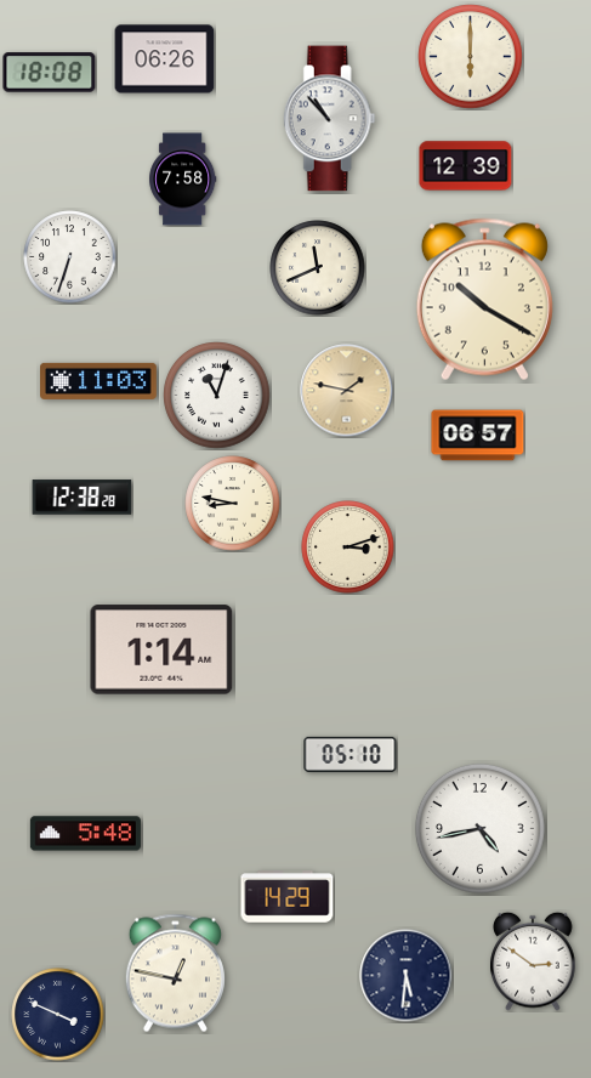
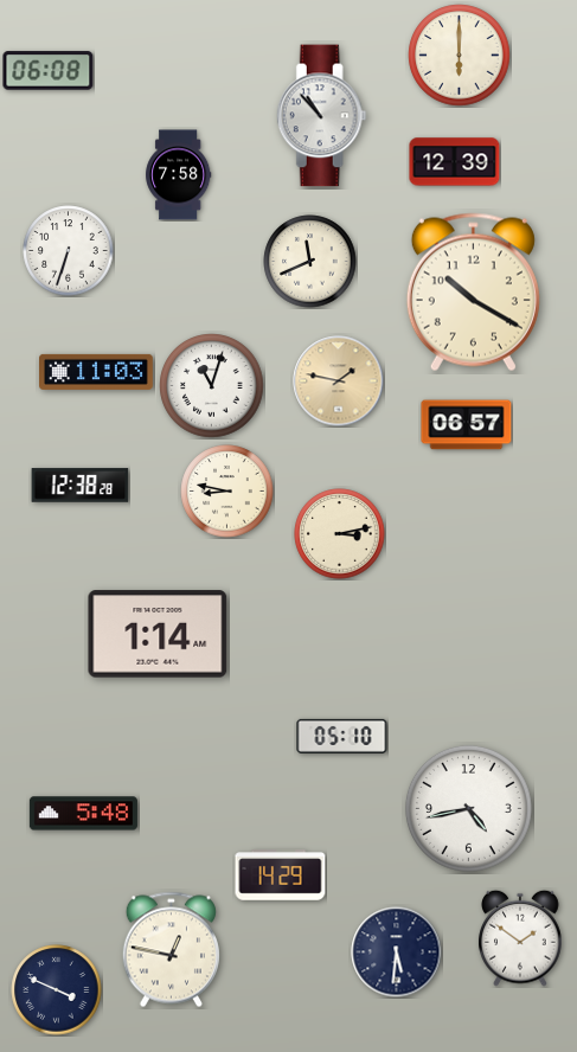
clock at (165, 59): 06:26 -> none
clock at (50, 73): 18:08 -> 06:08
clock at (348, 547): 3:12 -> 3:13
clock at (533, 961): 2:51 -> 1:51
